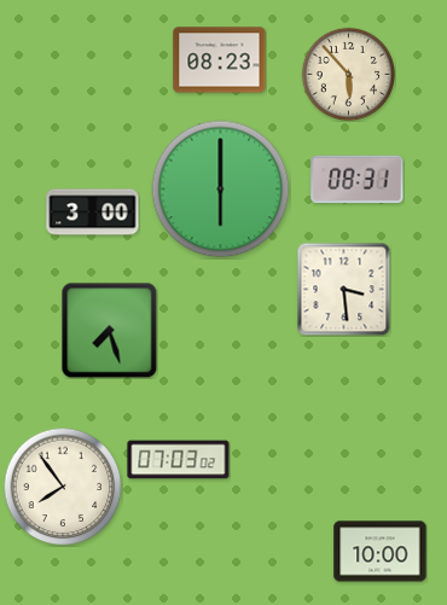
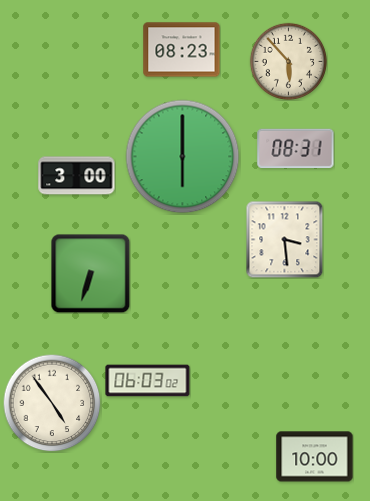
clock at (109, 330): 7:27 -> 6:33
clock at (179, 460): 07:03 -> 06:03
clock at (63, 487): 7:54 -> 4:54
